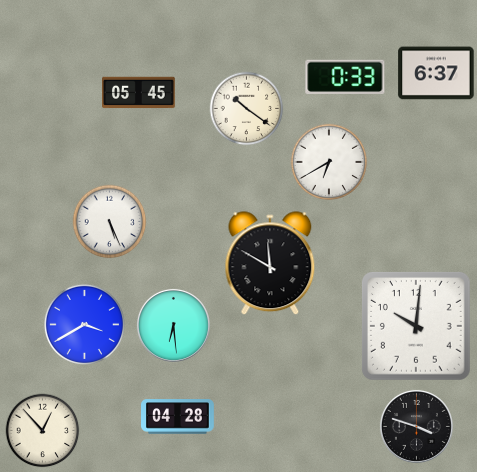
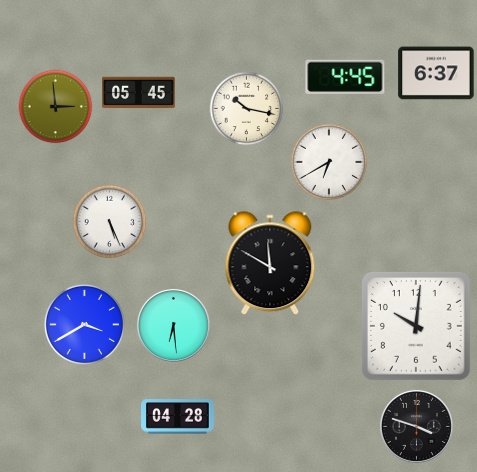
clock at (345, 76): 0:33 -> 4:45
clock at (56, 107): none -> 2:59
clock at (247, 109): 10:21 -> 10:17
clock at (43, 431): 12:53 -> none
